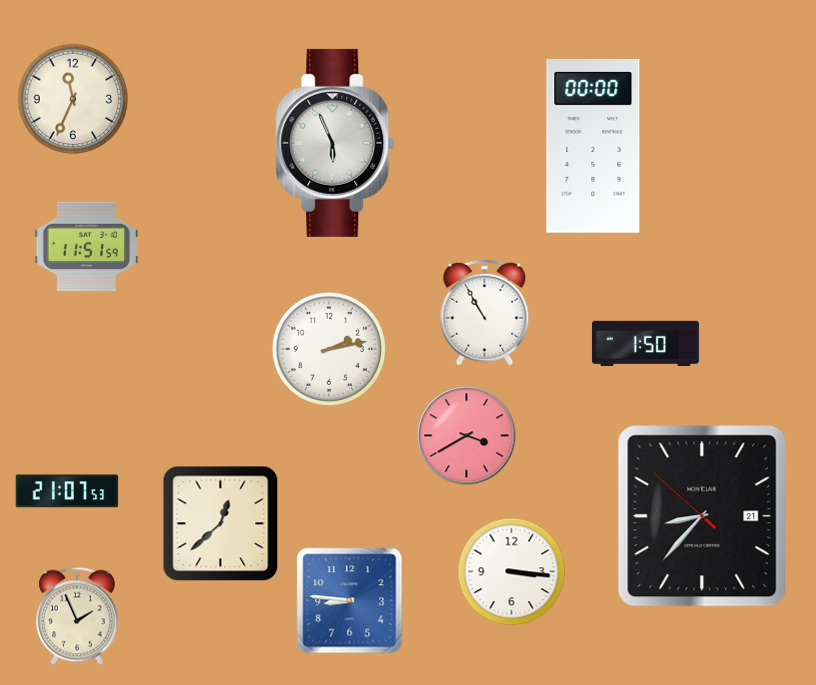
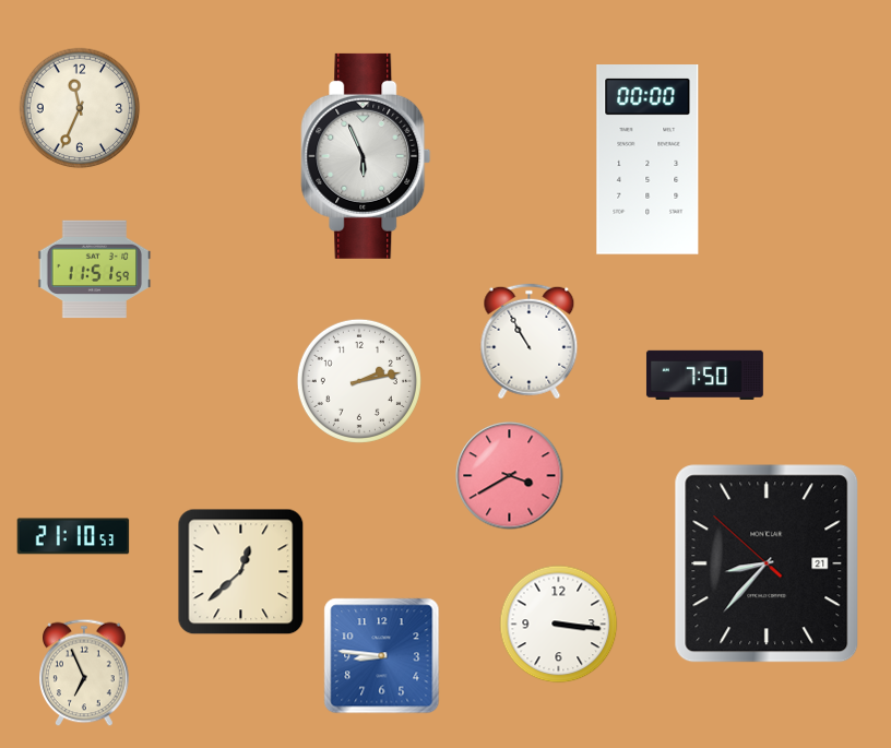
clock at (645, 343): 1:50 -> 7:50
clock at (67, 491): 21:07 -> 21:10
clock at (78, 616): 1:56 -> 6:56
